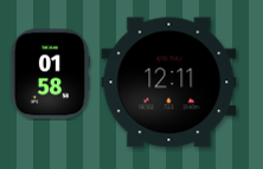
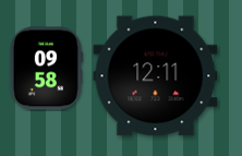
clock at (50, 74): 01:58 -> 09:58
